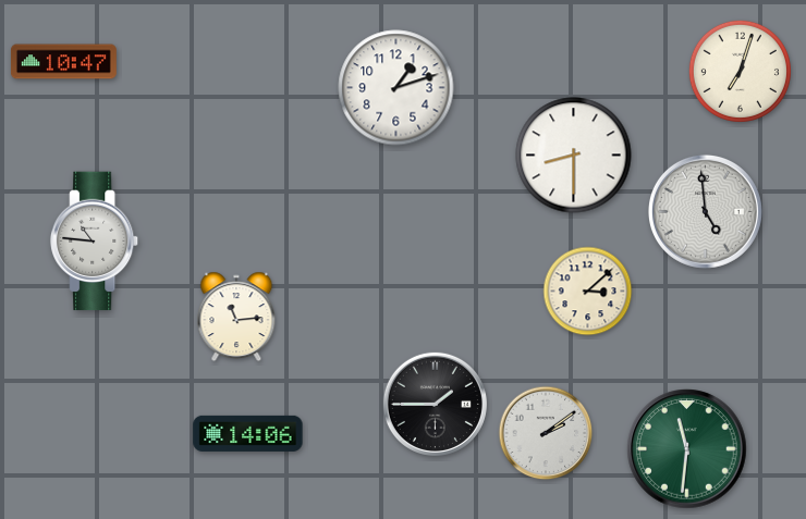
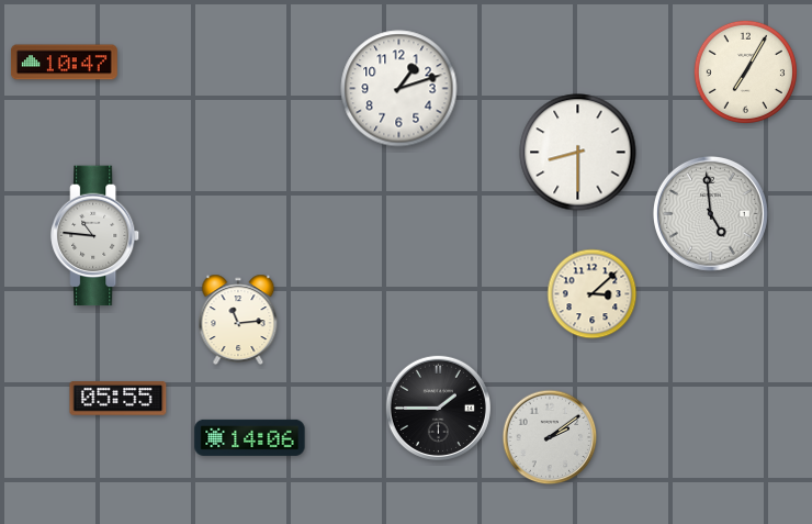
clock at (740, 71): 7:03 -> 7:05
clock at (574, 156) position: (574, 156) -> (578, 153)
clock at (95, 242) position: (95, 242) -> (95, 236)
clock at (119, 399): none -> 05:55
clock at (687, 449): 11:31 -> none
